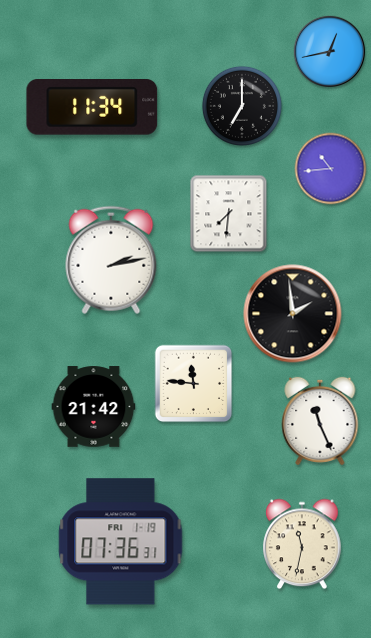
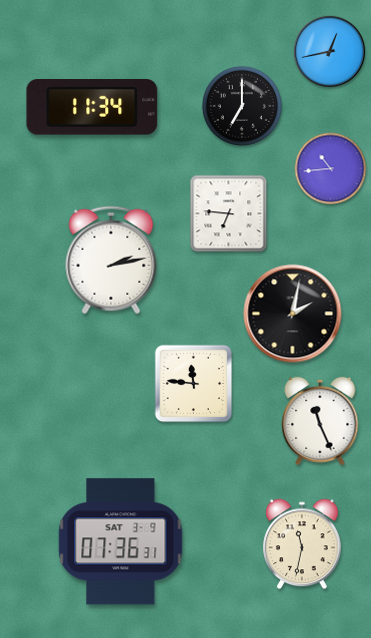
clock at (229, 214): 7:31 -> 6:46
clock at (293, 314): 1:59 -> 2:02
clock at (94, 407): 21:42 -> none
clock at (121, 542) date: FRI 1-19 -> SAT 3-9
